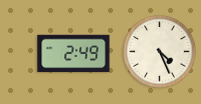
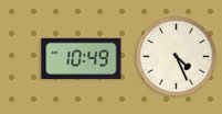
clock at (74, 54): 2:49 -> 10:49
